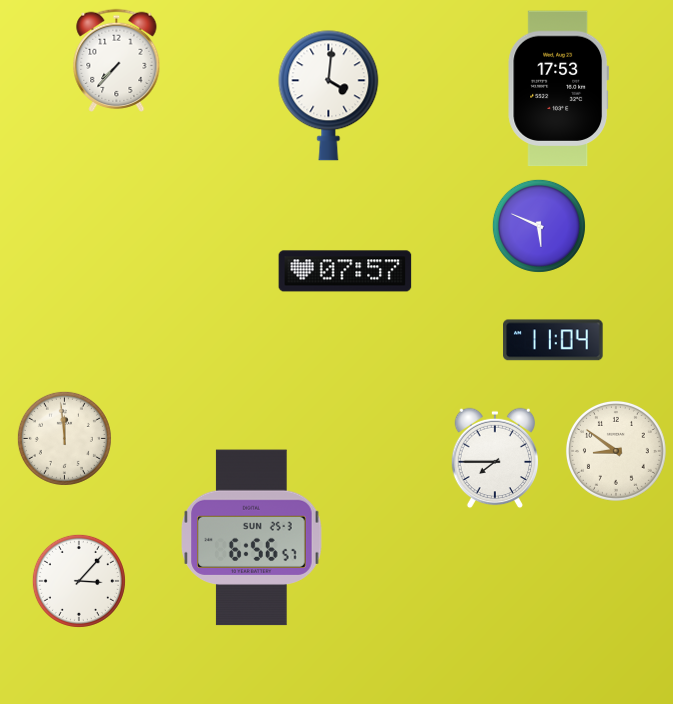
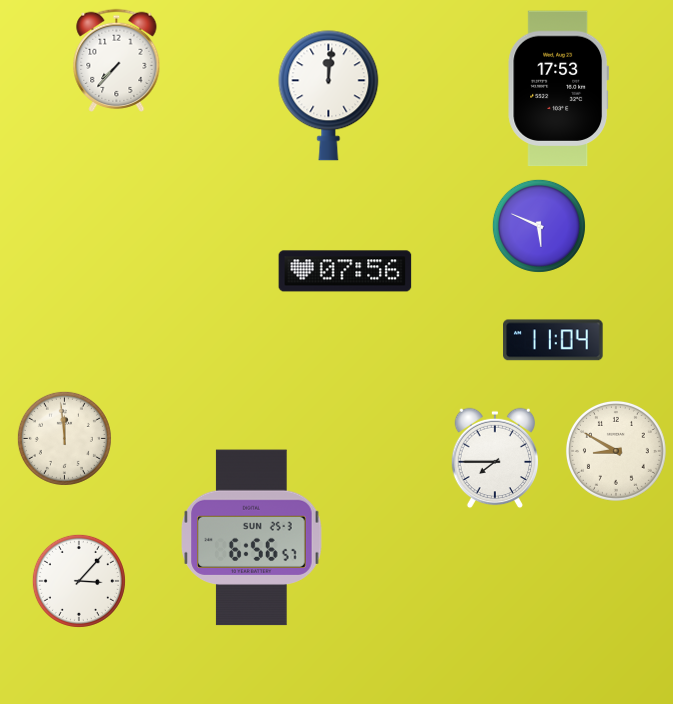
clock at (329, 96): 4:01 -> 12:01
clock at (345, 271): 07:57 -> 07:56
clock at (616, 451): 8:51 -> 8:50
